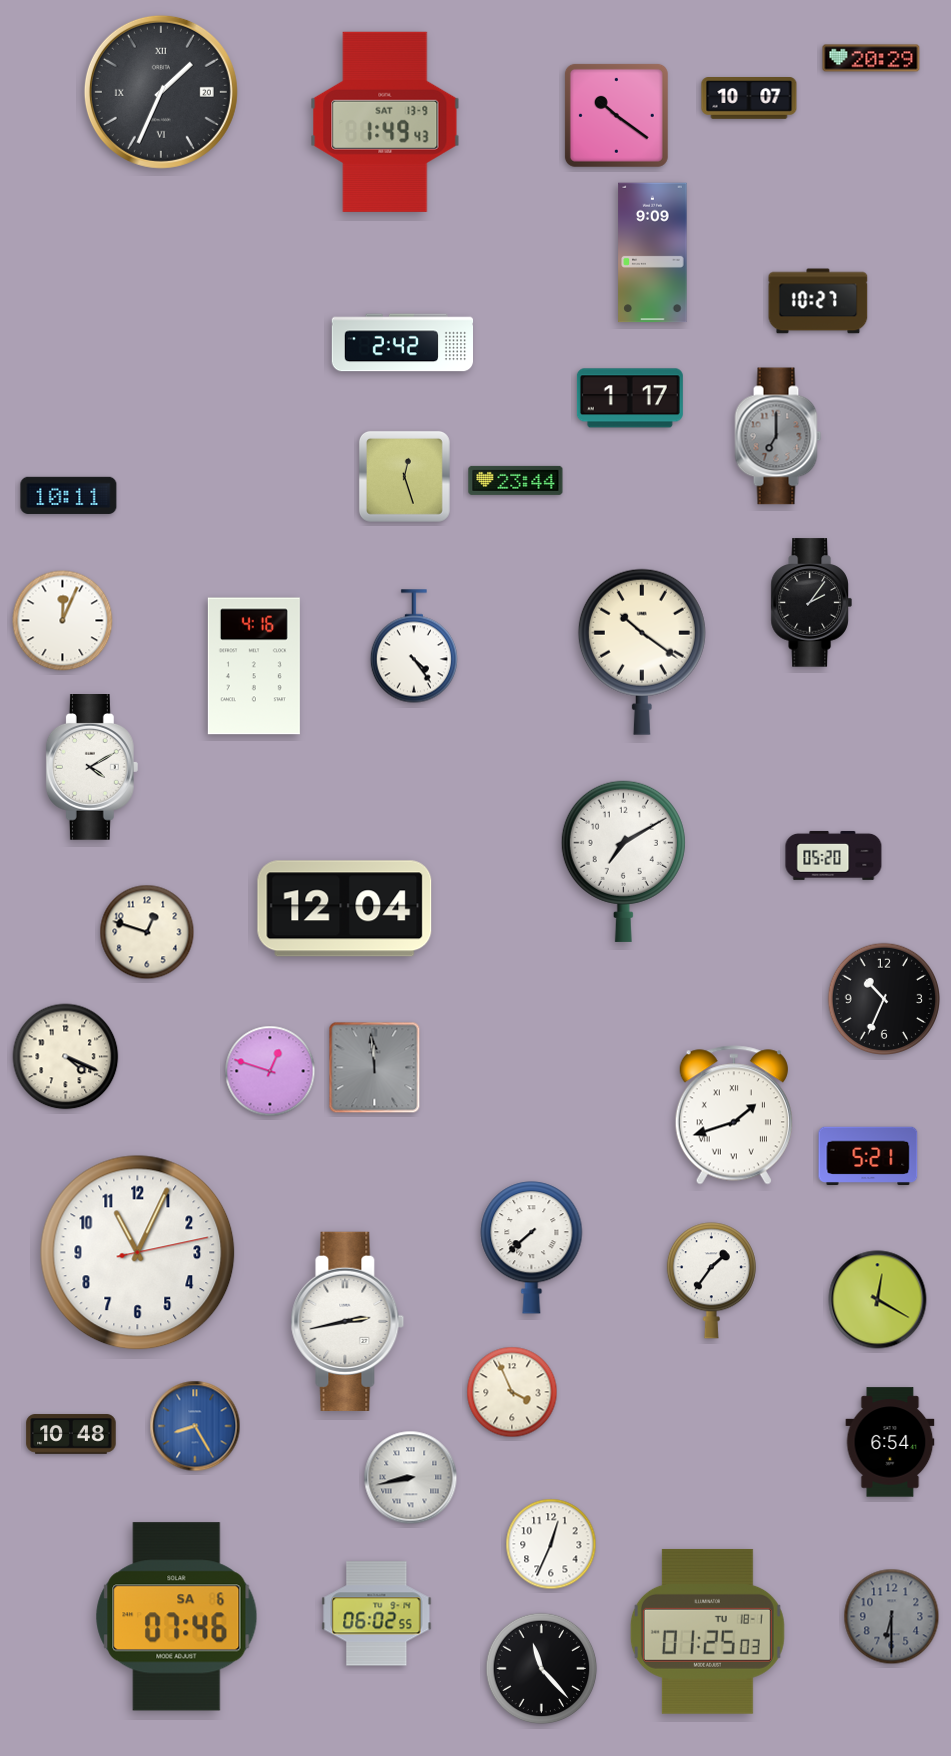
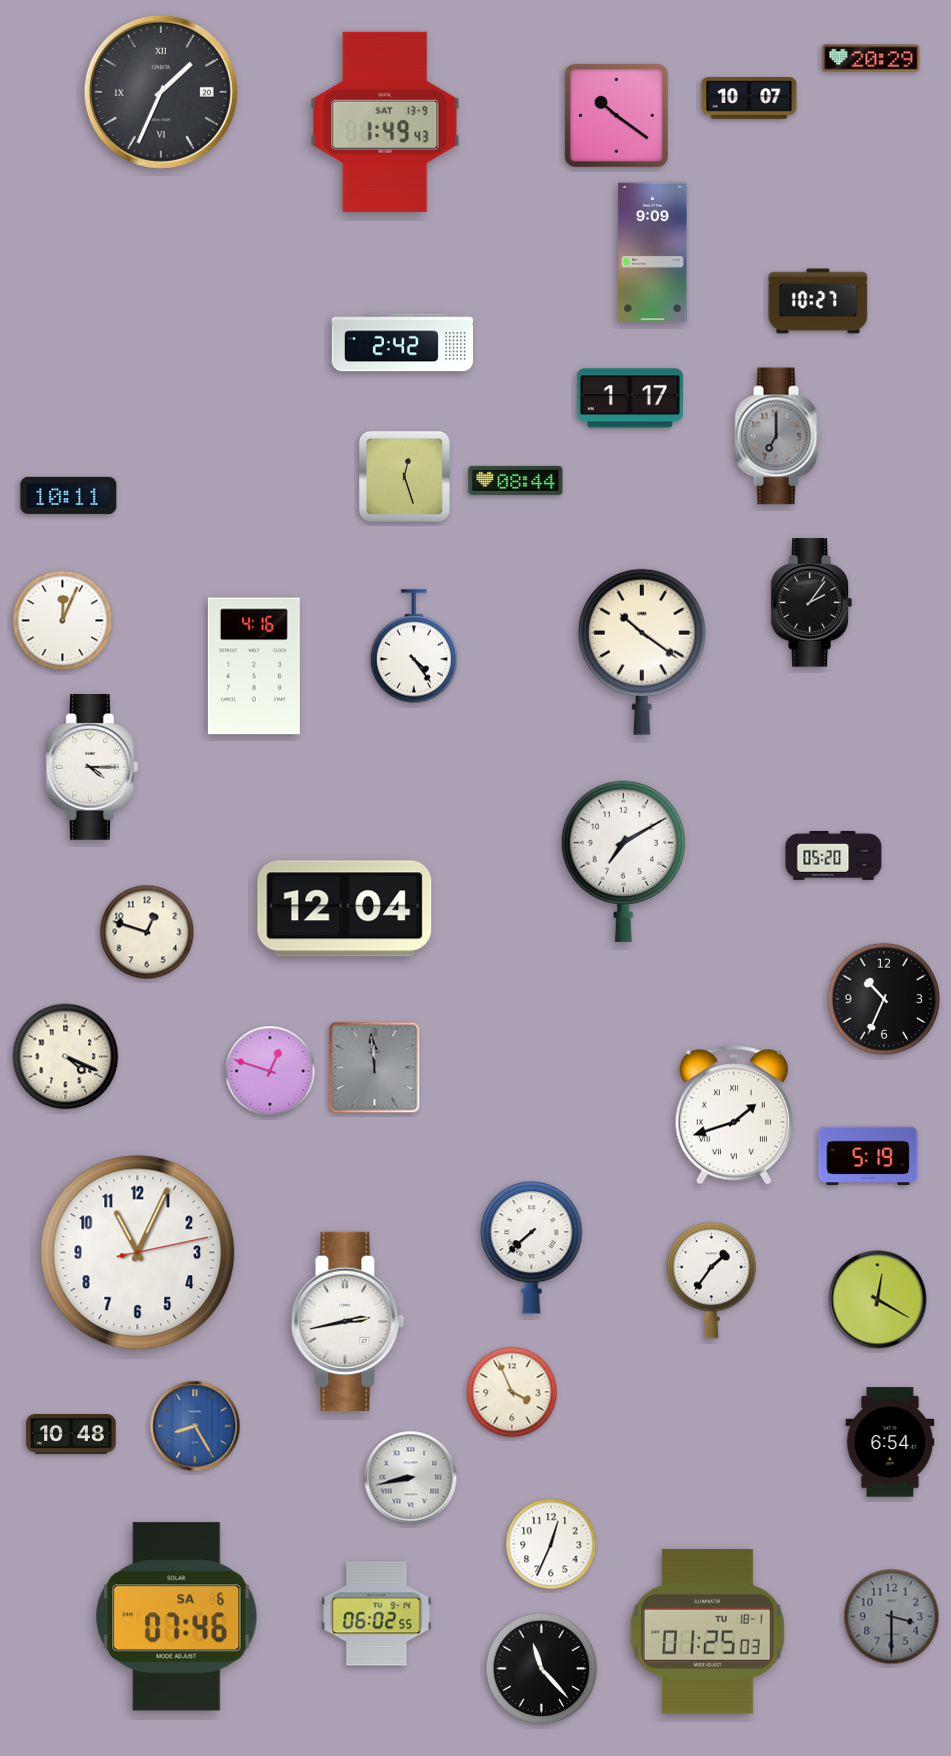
clock at (516, 480): 23:44 -> 08:44
clock at (92, 768): 4:10 -> 4:15
clock at (868, 1156): 5:21 -> 5:19
clock at (892, 1617): 6:30 -> 3:30
